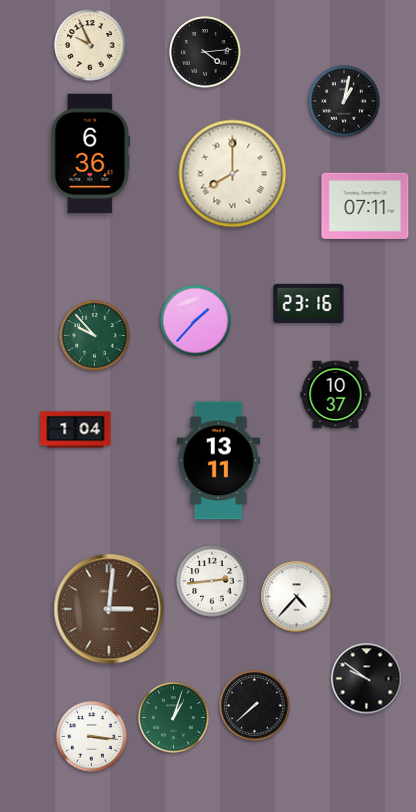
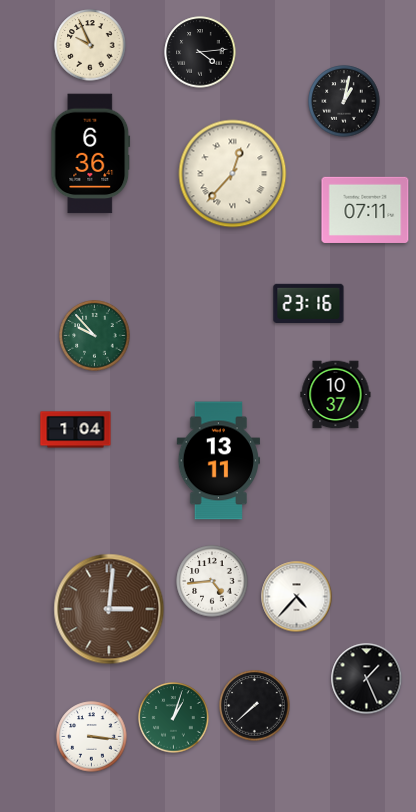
clock at (205, 52) position: (205, 52) -> (200, 52)
clock at (233, 174): 8:00 -> 12:37
clock at (365, 206) position: (365, 206) -> (365, 210)
clock at (196, 321): 1:37 -> none
clock at (212, 581): 2:44 -> 4:44
clock at (367, 679): 9:51 -> 1:26
